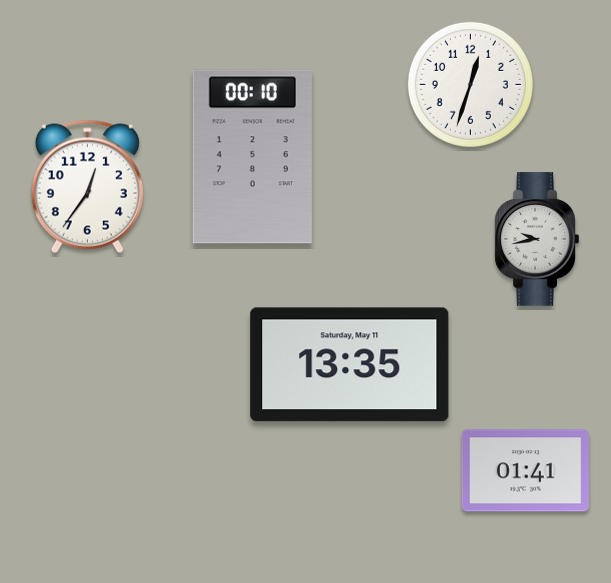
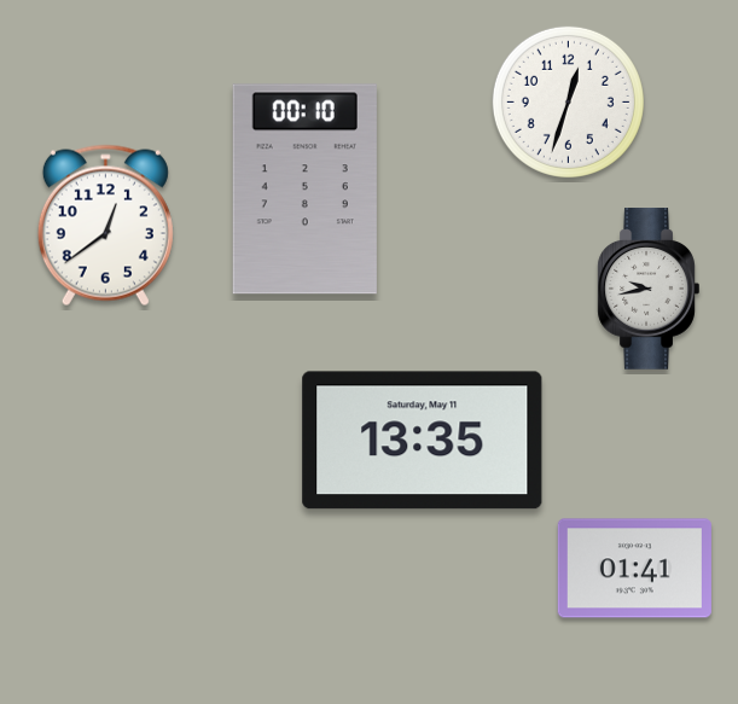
clock at (87, 187): 12:36 -> 12:39
